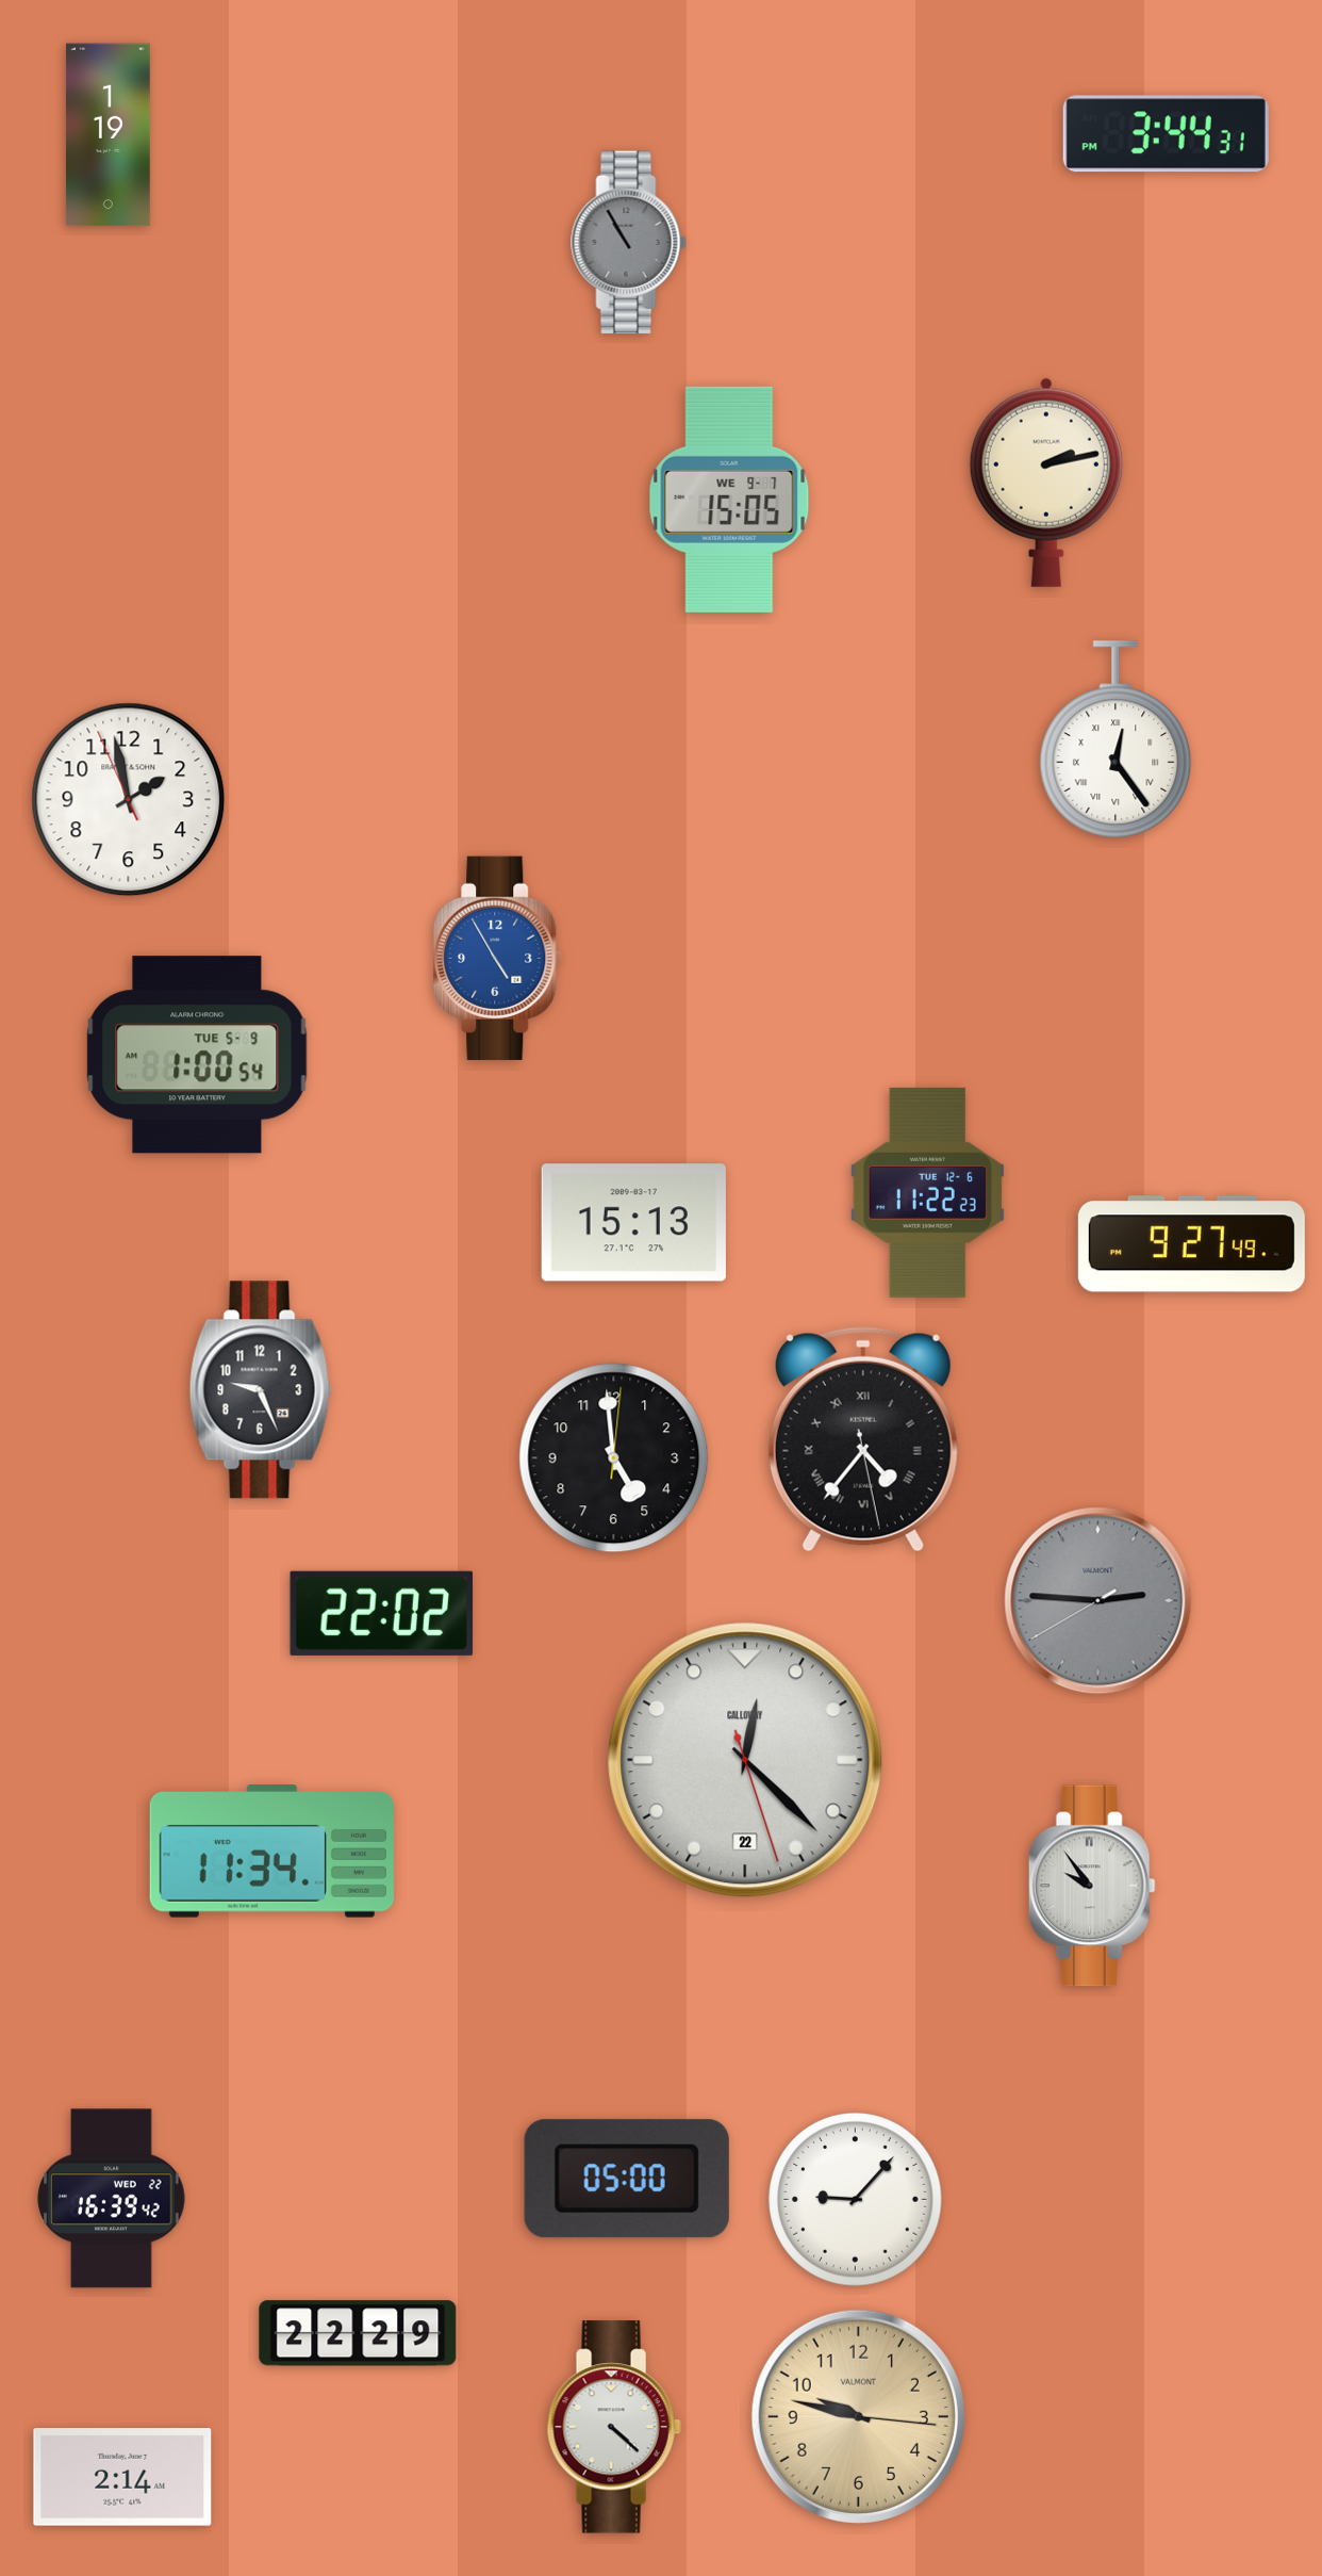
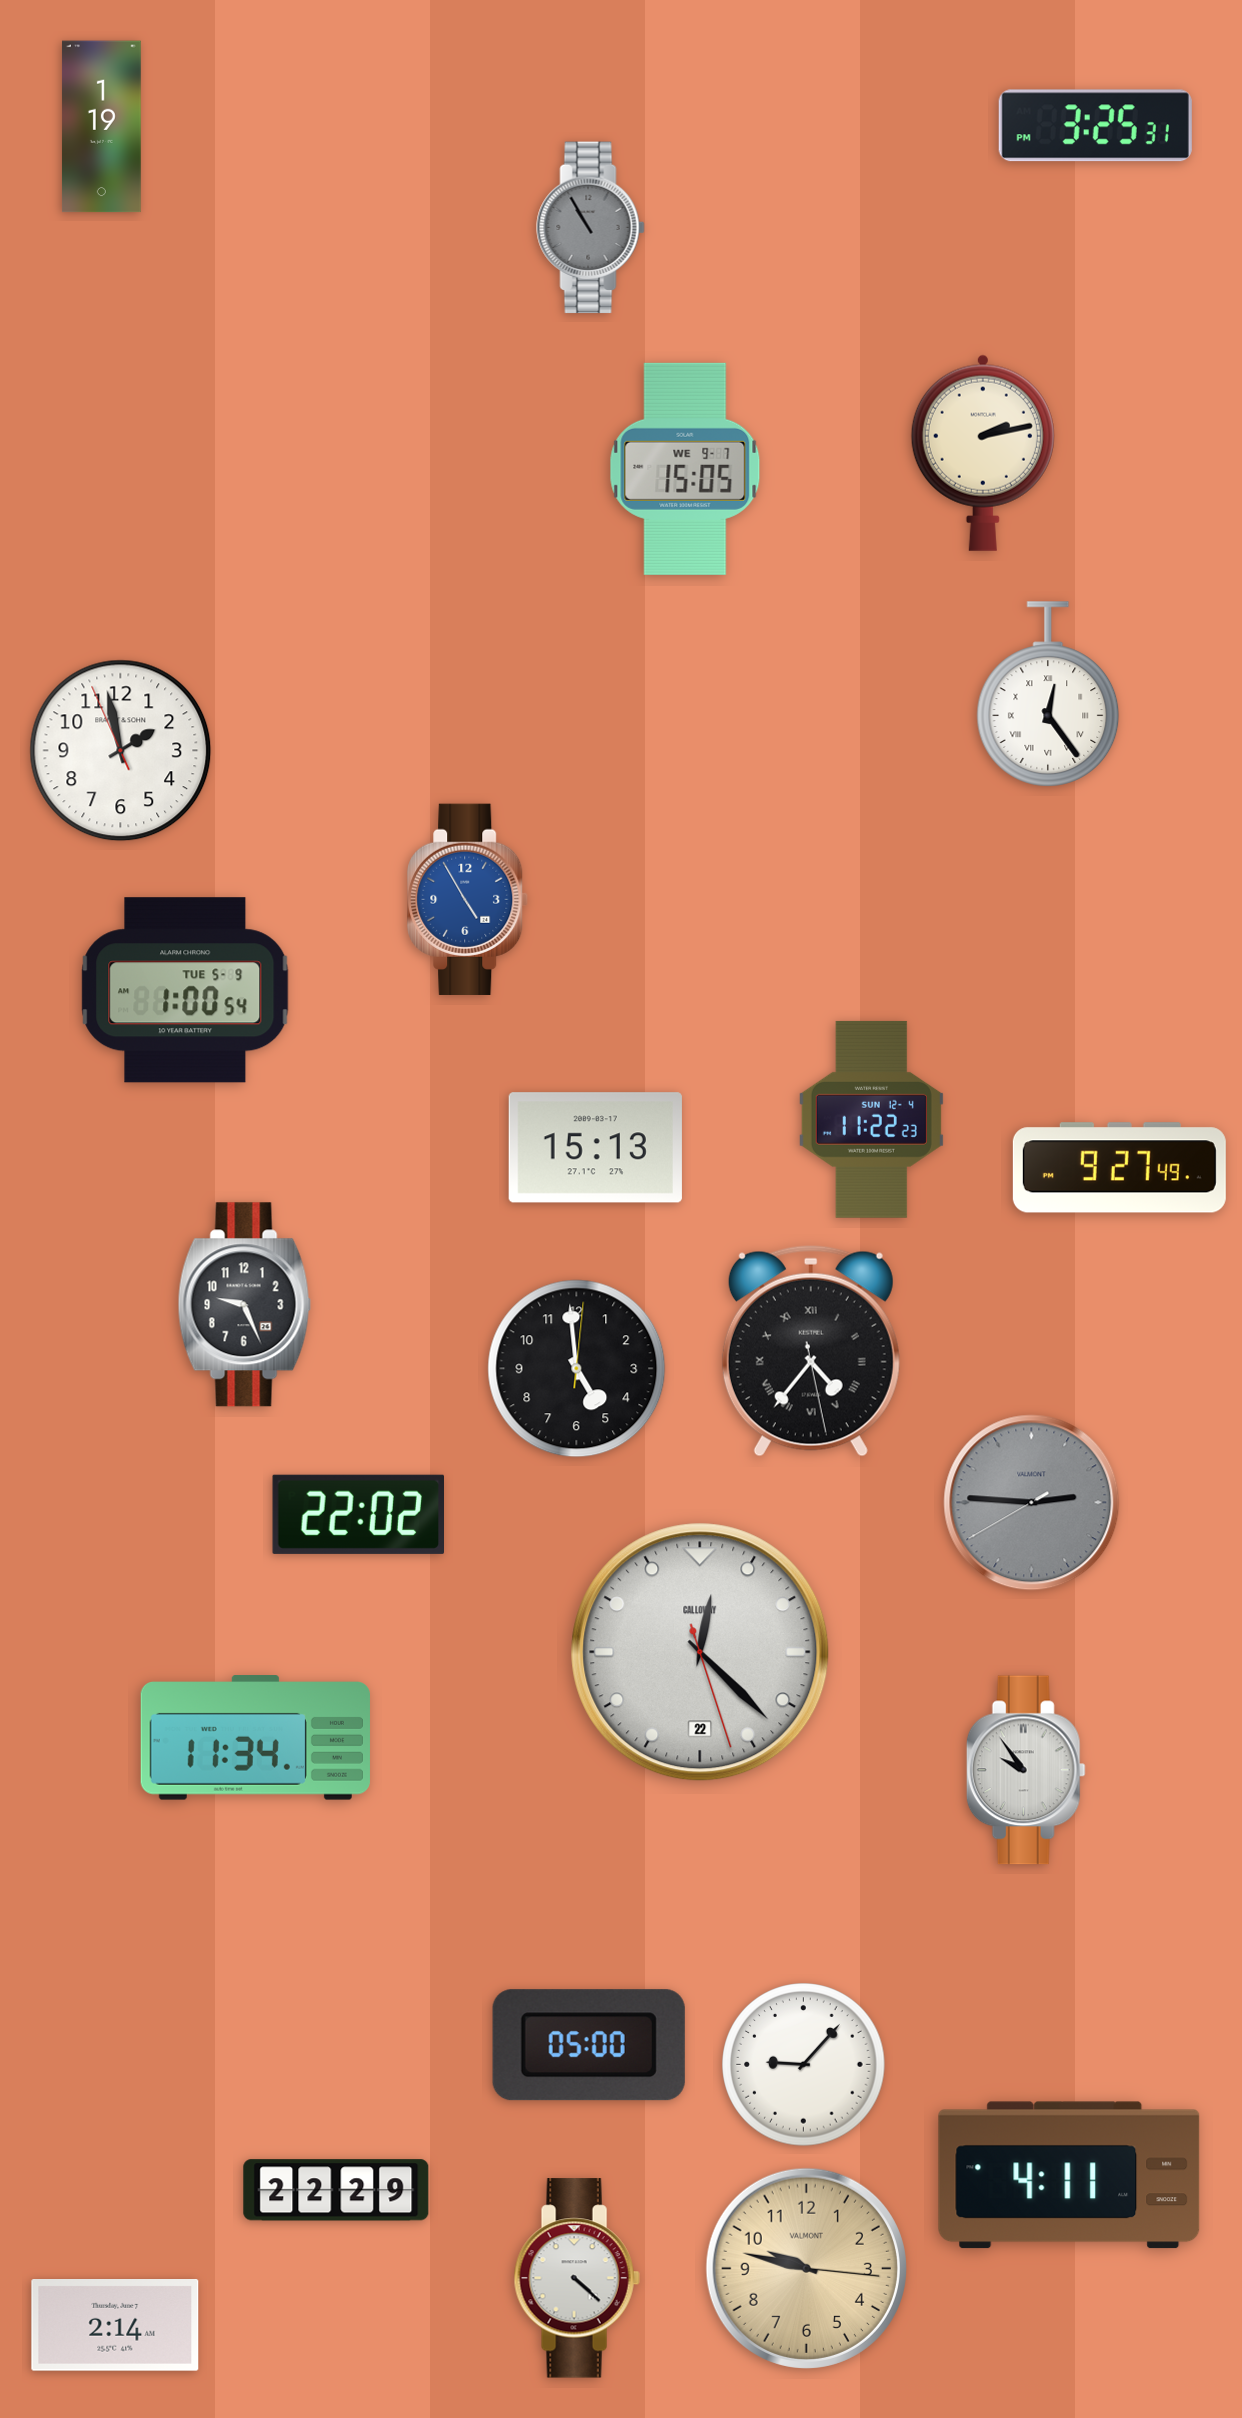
clock at (1166, 134): 3:44 -> 3:25
clock at (927, 1192) date: TUE 12-6 -> SUN 12-4
clock at (112, 2199): 16:39 -> none
clock at (1069, 2175): none -> 4:11
